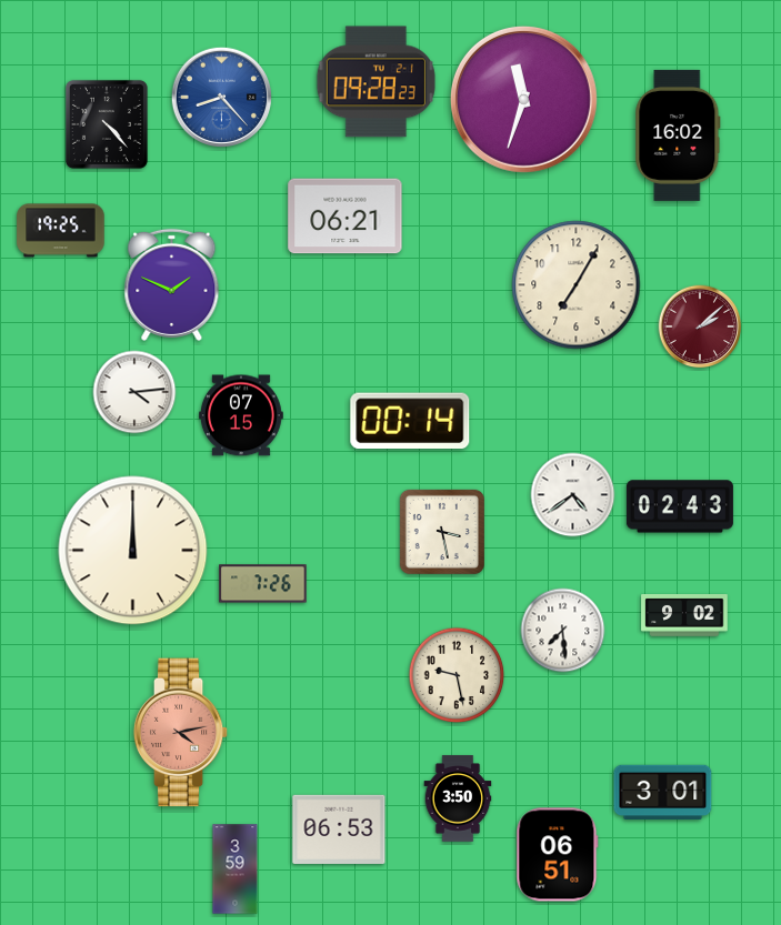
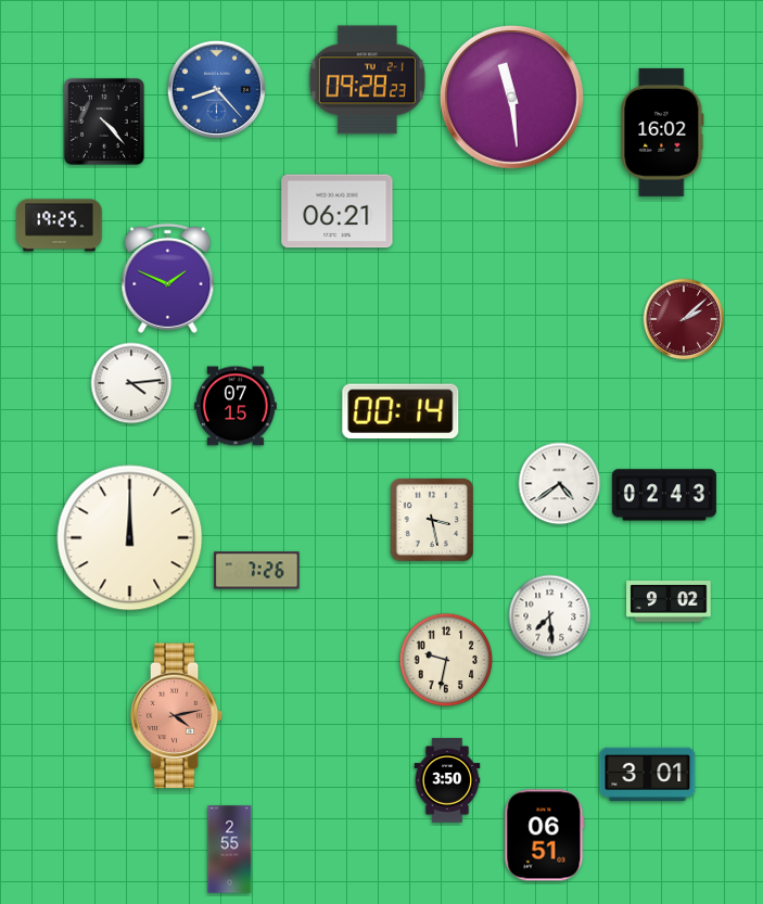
clock at (221, 97) position: (221, 97) -> (216, 89)
clock at (523, 99): 11:33 -> 11:29
clock at (577, 285): 7:05 -> none
clock at (457, 675): 9:28 -> 9:32
clock at (339, 830): 06:53 -> none
clock at (236, 869): 3:59 -> 2:55
